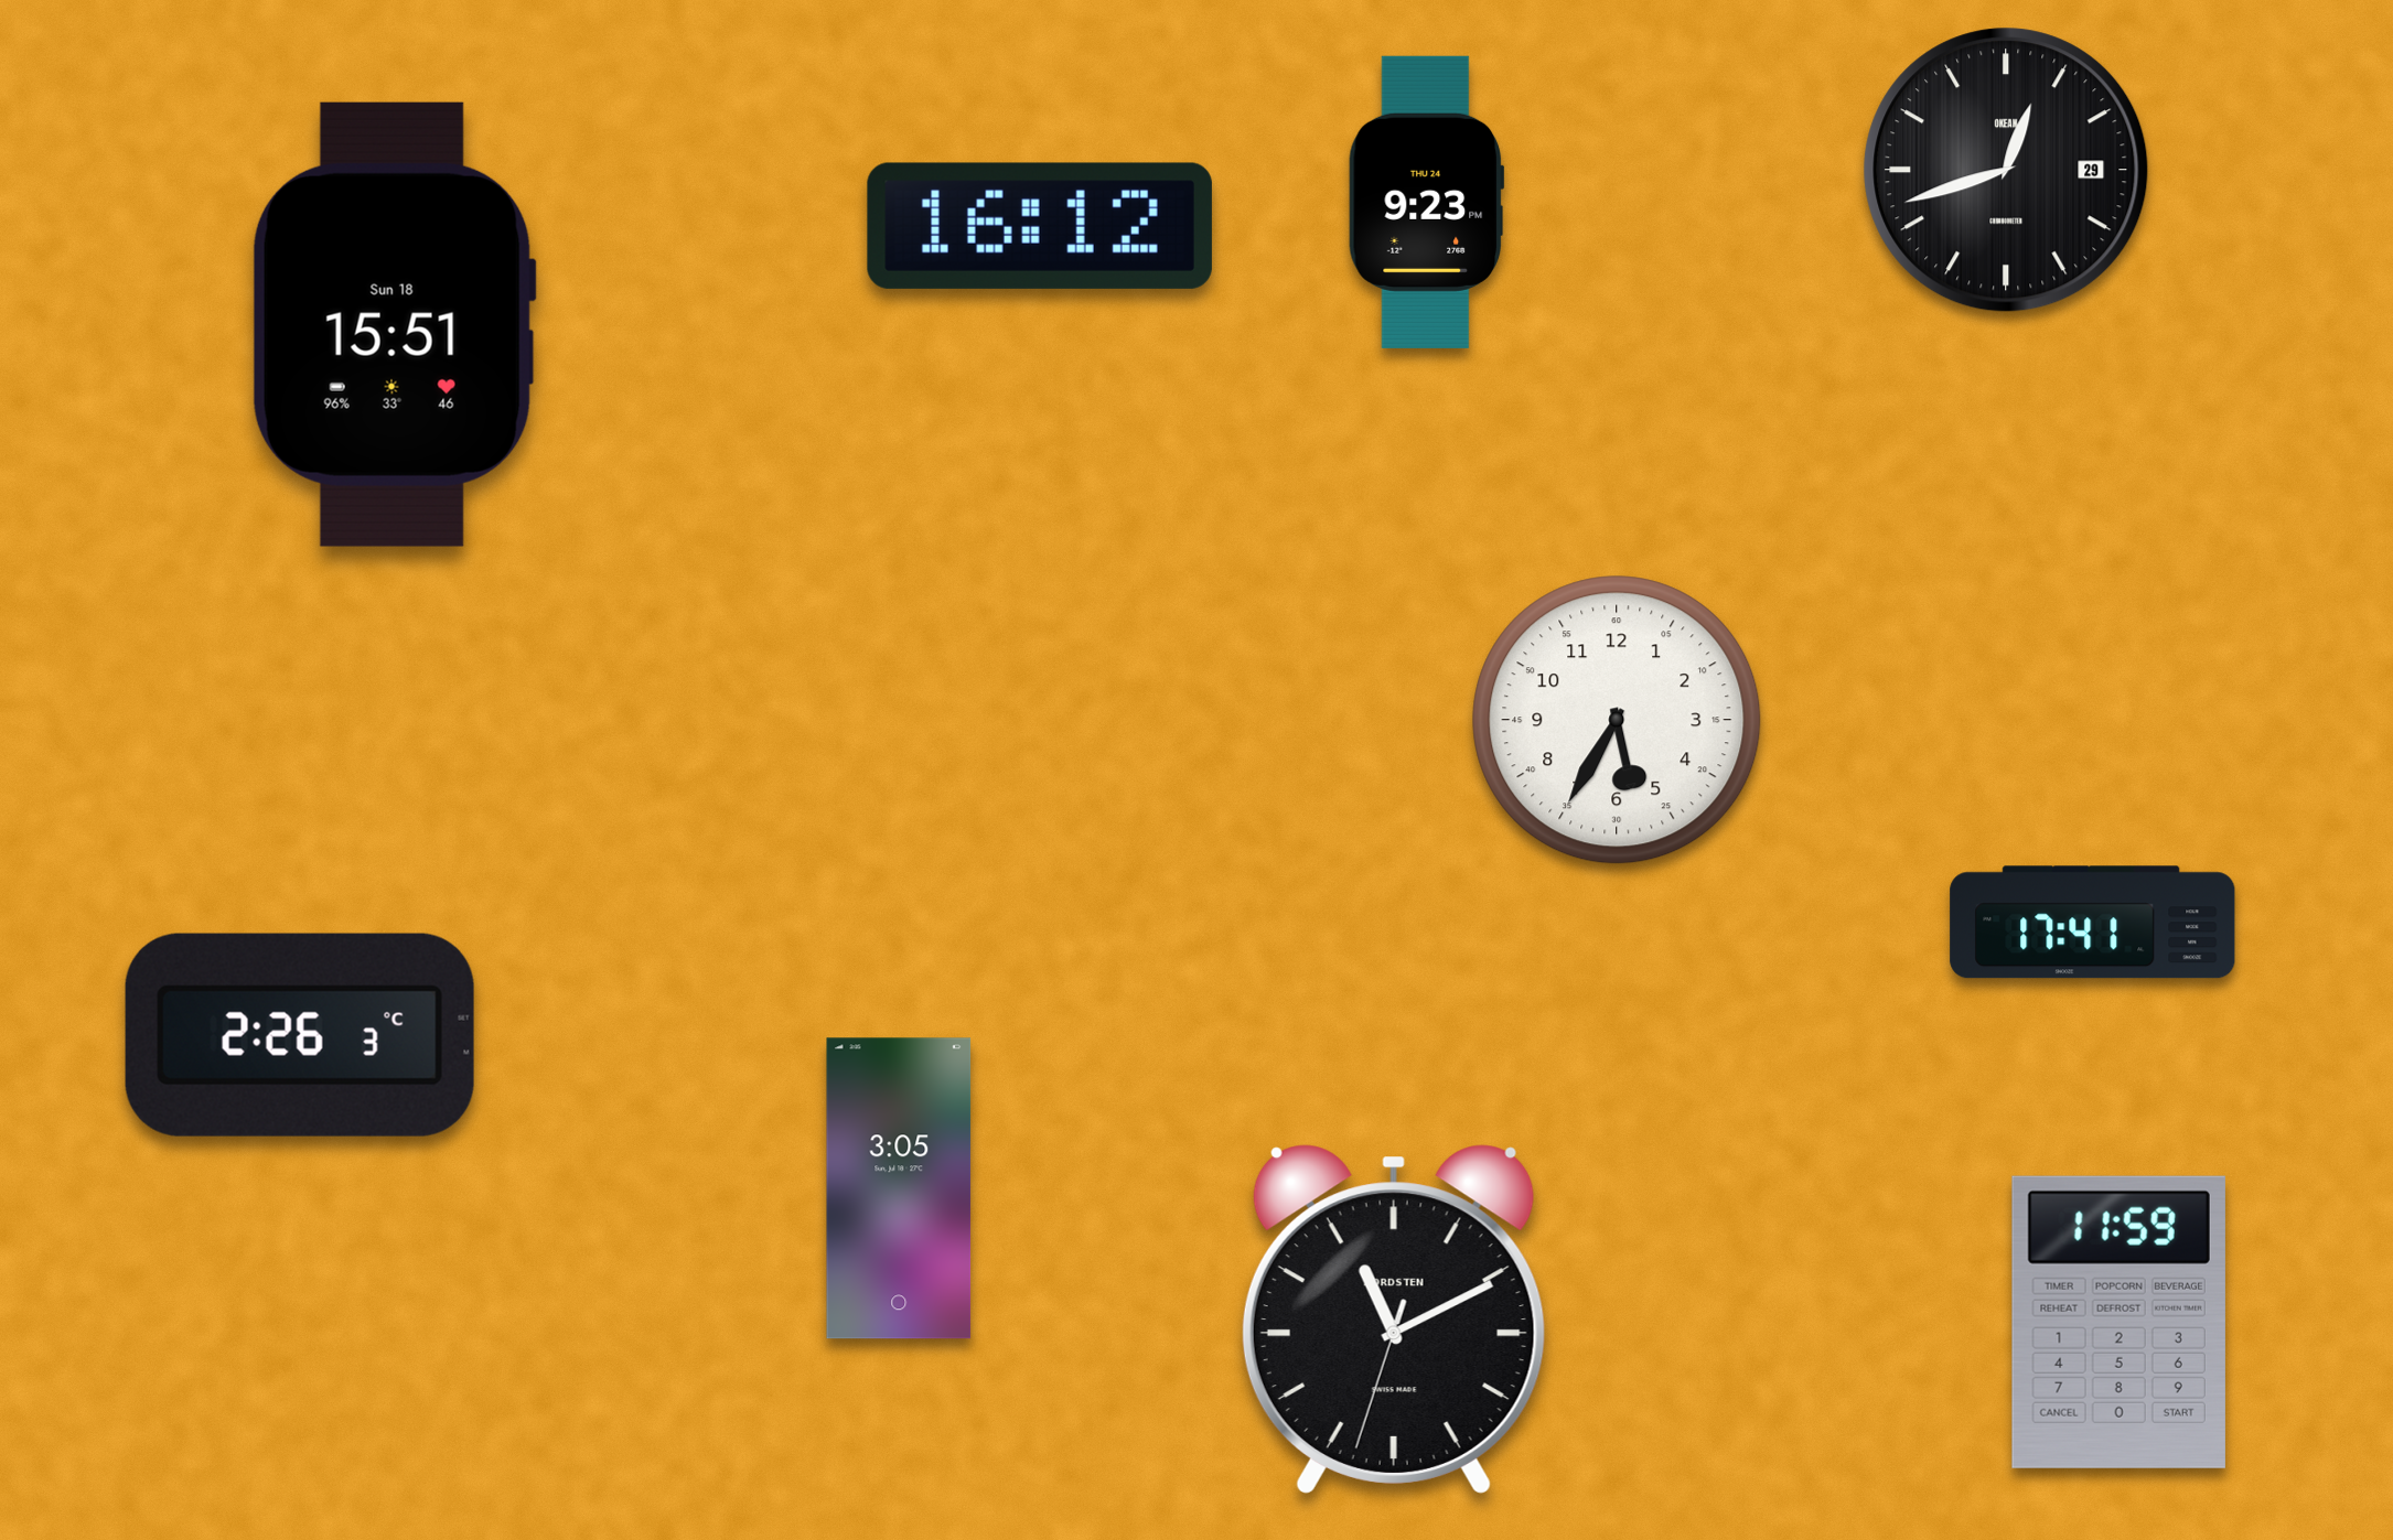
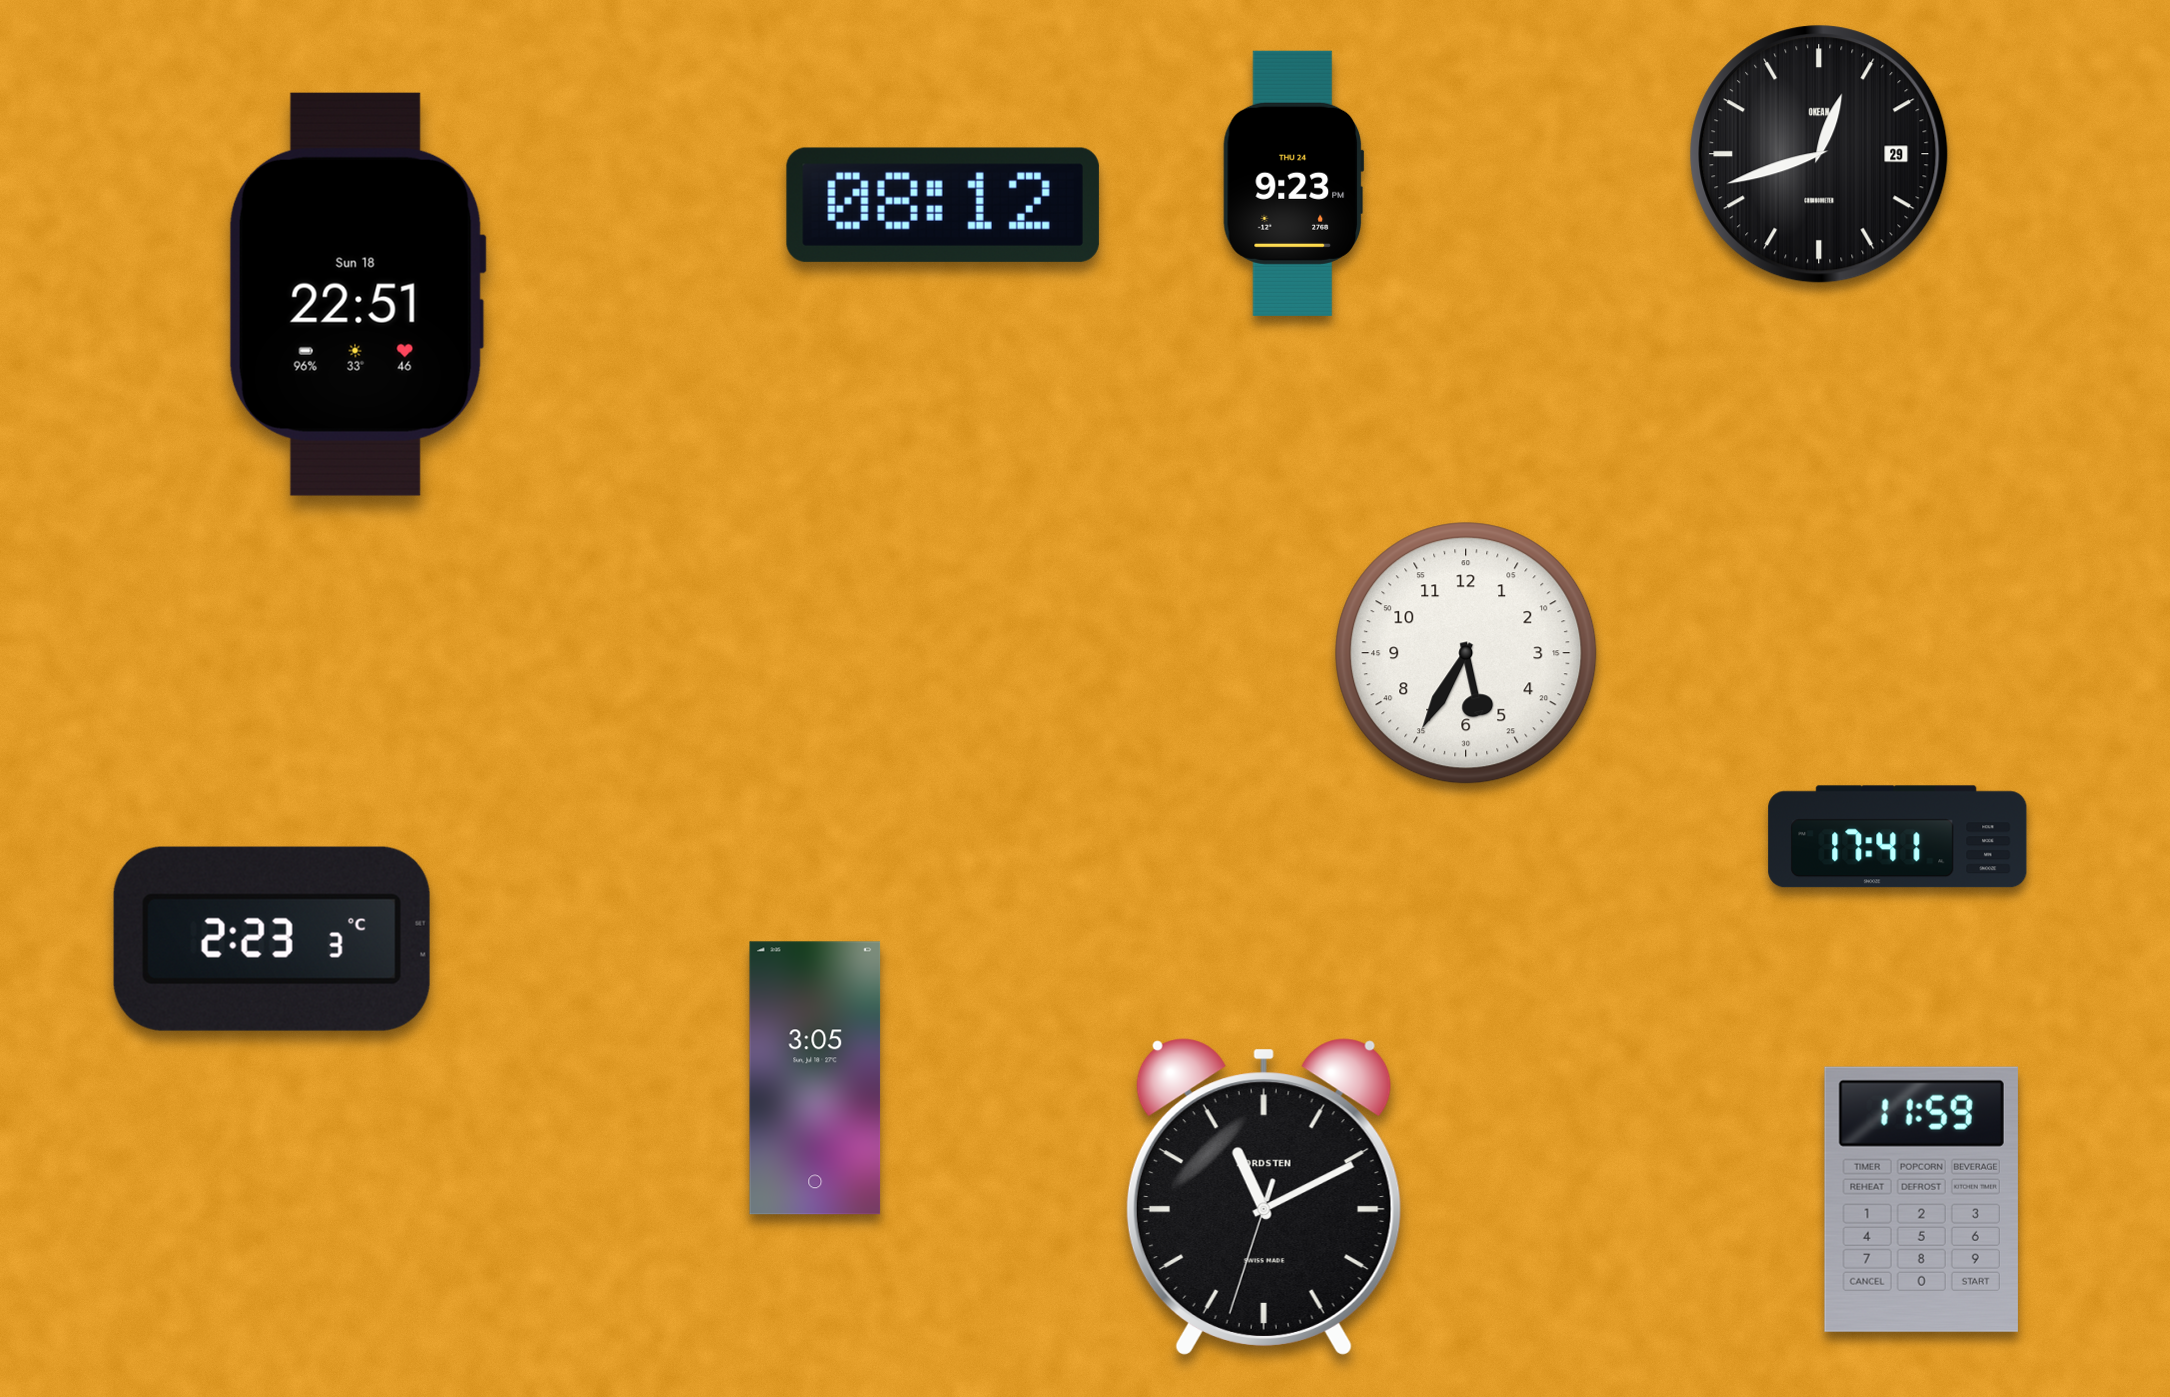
clock at (1040, 226): 16:12 -> 08:12
clock at (394, 324): 15:51 -> 22:51
clock at (300, 1035): 2:26 -> 2:23
